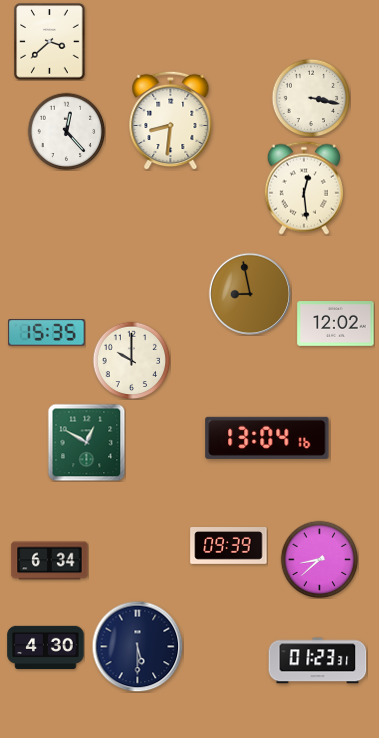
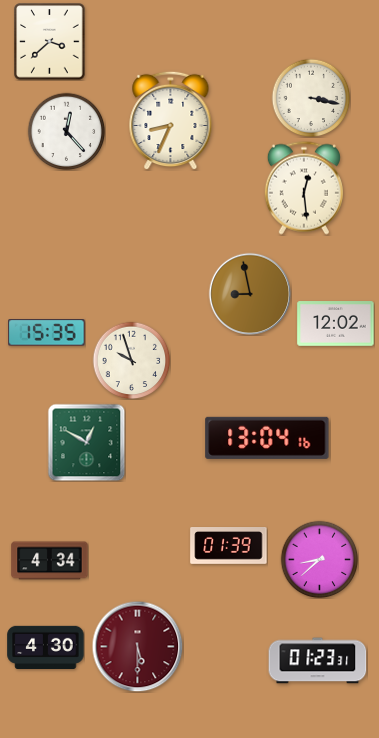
clock at (171, 120): 8:31 -> 8:34
clock at (131, 360): 10:00 -> 9:57
clock at (229, 546): 09:39 -> 01:39
clock at (50, 561): 6:34 -> 4:34
clock at (137, 646) dial: navy -> burgundy
